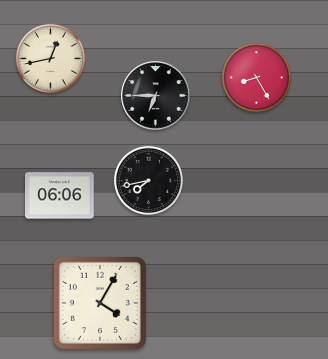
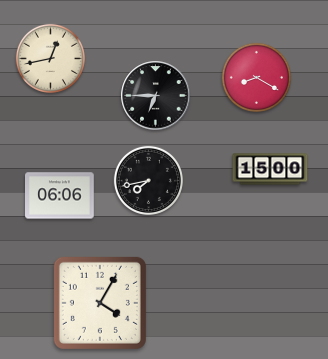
clock at (256, 77): 8:25 -> 8:20
clock at (270, 169): none -> 15:00
